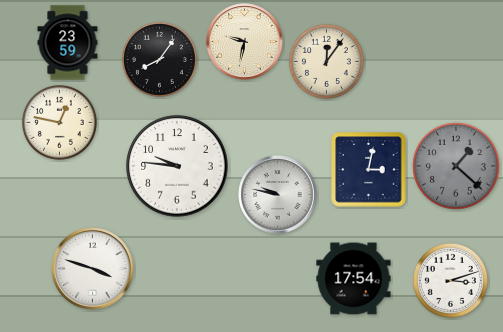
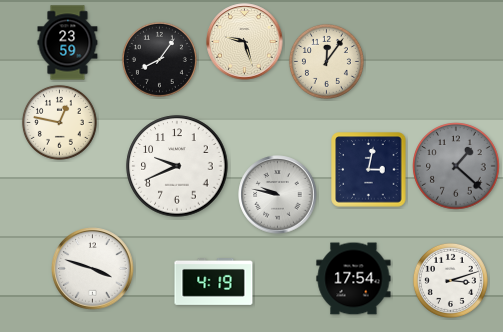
clock at (245, 42): 9:32 -> 9:27
clock at (177, 166): 9:46 -> 9:41
clock at (214, 282): none -> 4:19
